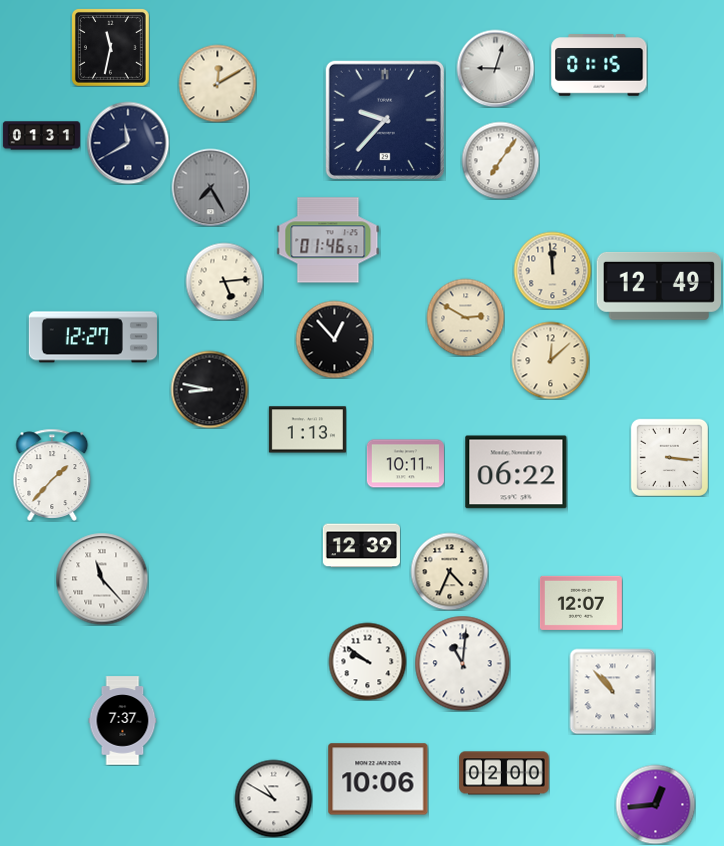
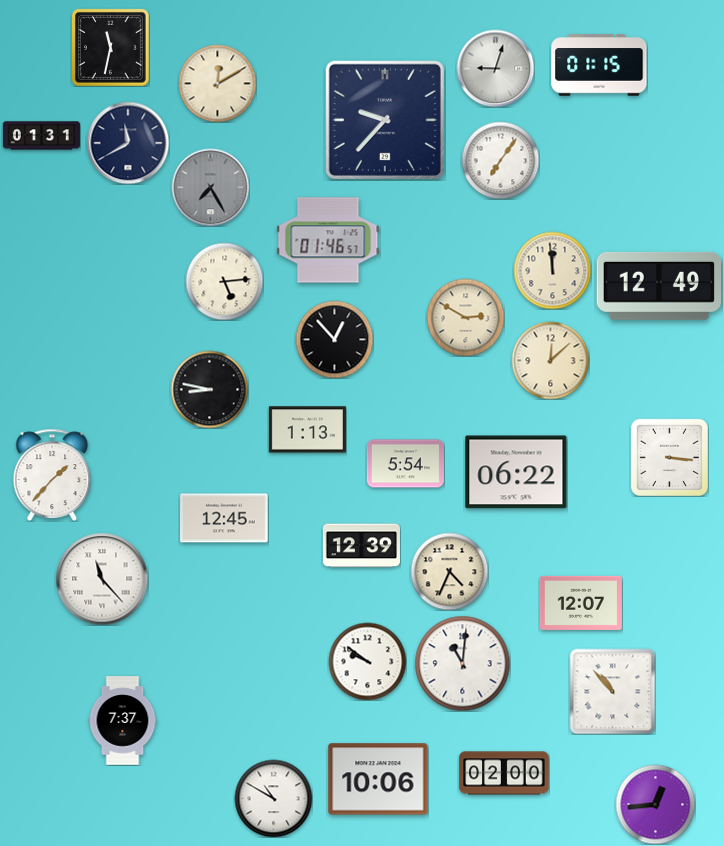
clock at (93, 337): 12:27 -> none
clock at (405, 464): 10:11 -> 5:54
clock at (224, 518): none -> 12:45
